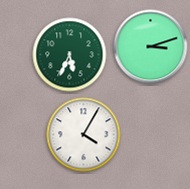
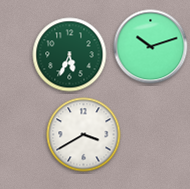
clock at (151, 47): 3:12 -> 10:12
clock at (84, 135): 4:05 -> 3:40
